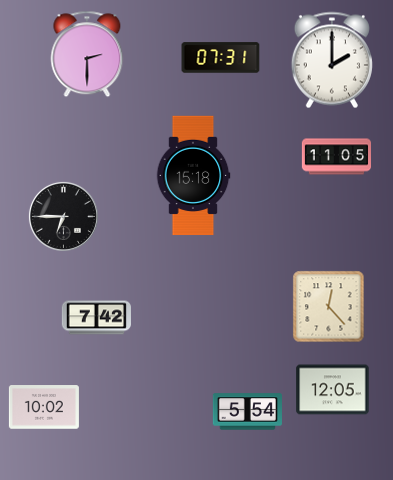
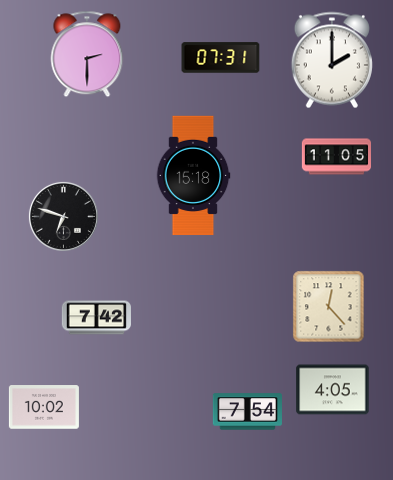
clock at (63, 216): 6:45 -> 6:48
clock at (333, 390): 12:05 -> 4:05
clock at (247, 412): 5:54 -> 7:54
